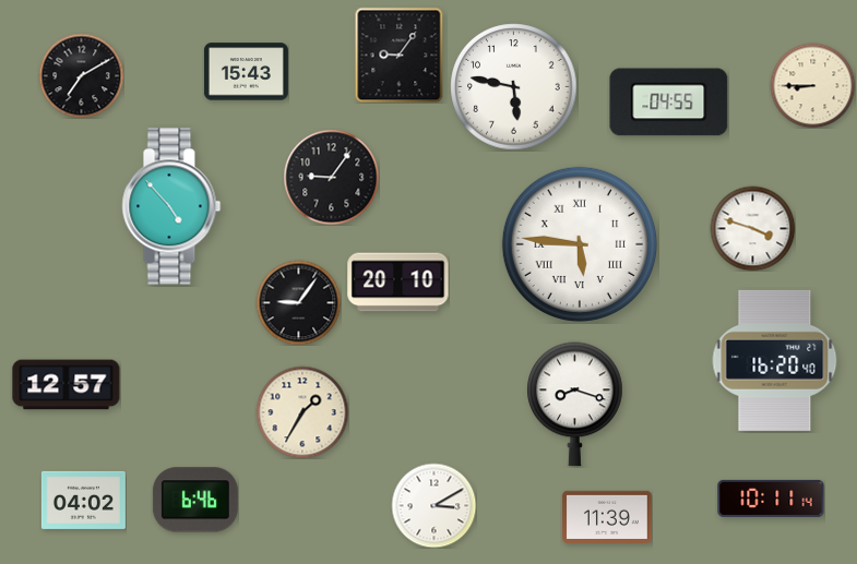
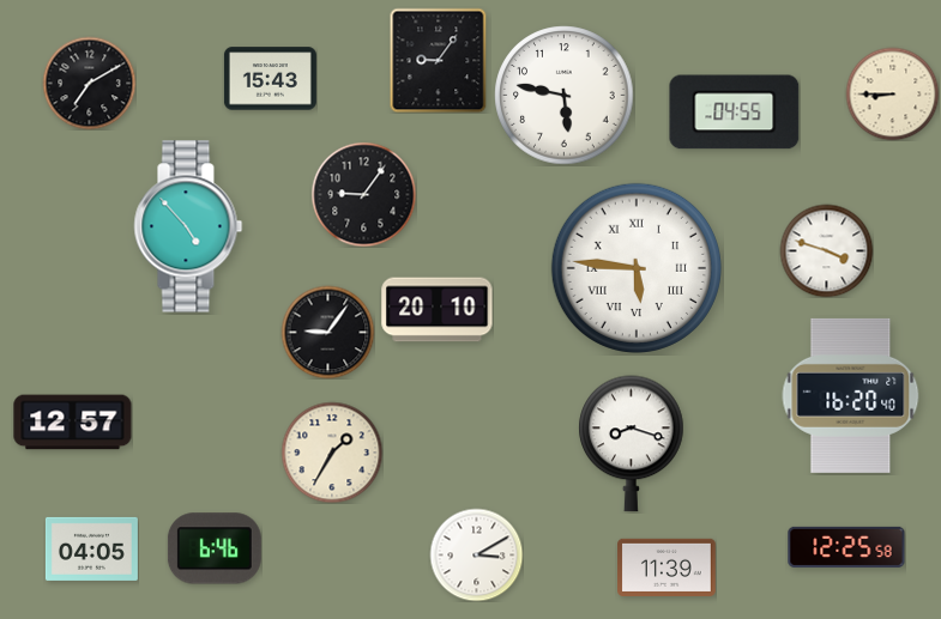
clock at (771, 499): 10:11 -> 12:25
clock at (83, 500): 04:02 -> 04:05
